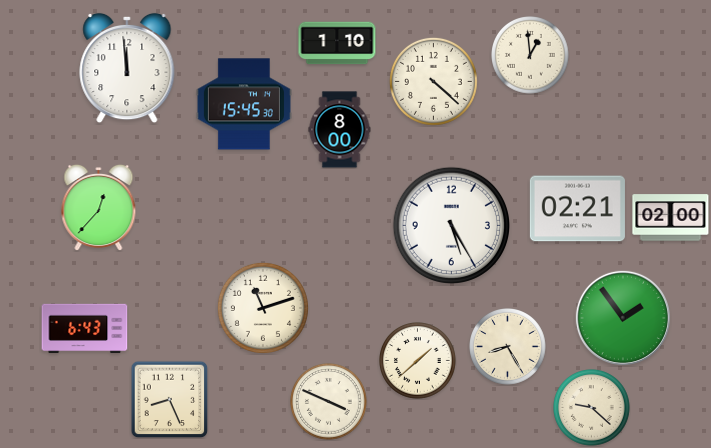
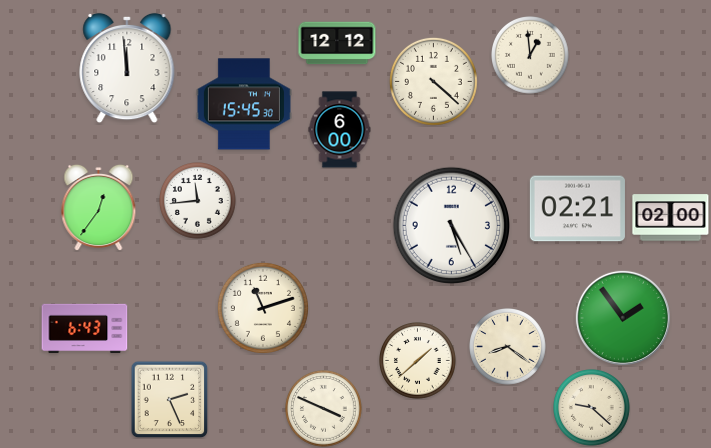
clock at (337, 43): 1:10 -> 12:12
clock at (340, 130): 8:00 -> 6:00
clock at (198, 201): none -> 11:44
clock at (99, 207): 12:37 -> 12:36
clock at (508, 347): 8:25 -> 8:21
clock at (169, 399): 8:26 -> 2:26
clock at (329, 402) position: (329, 402) -> (324, 409)
